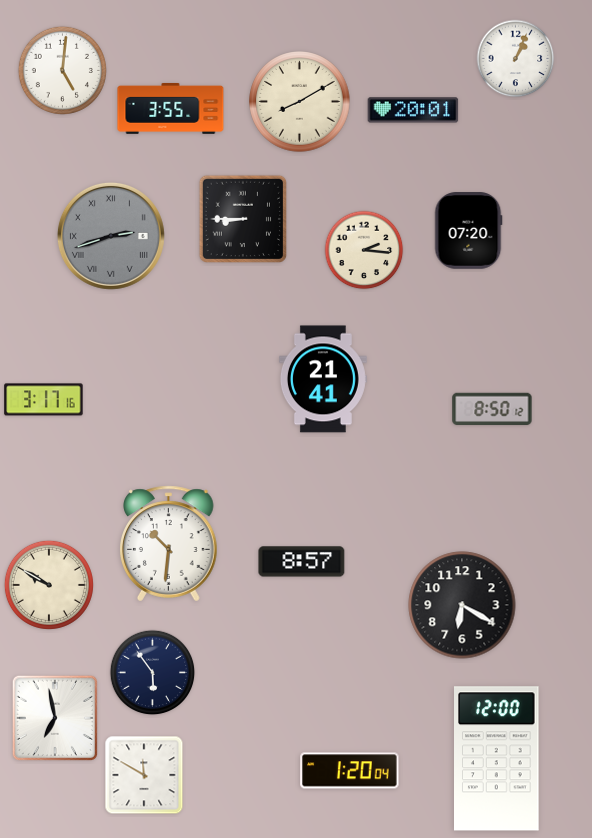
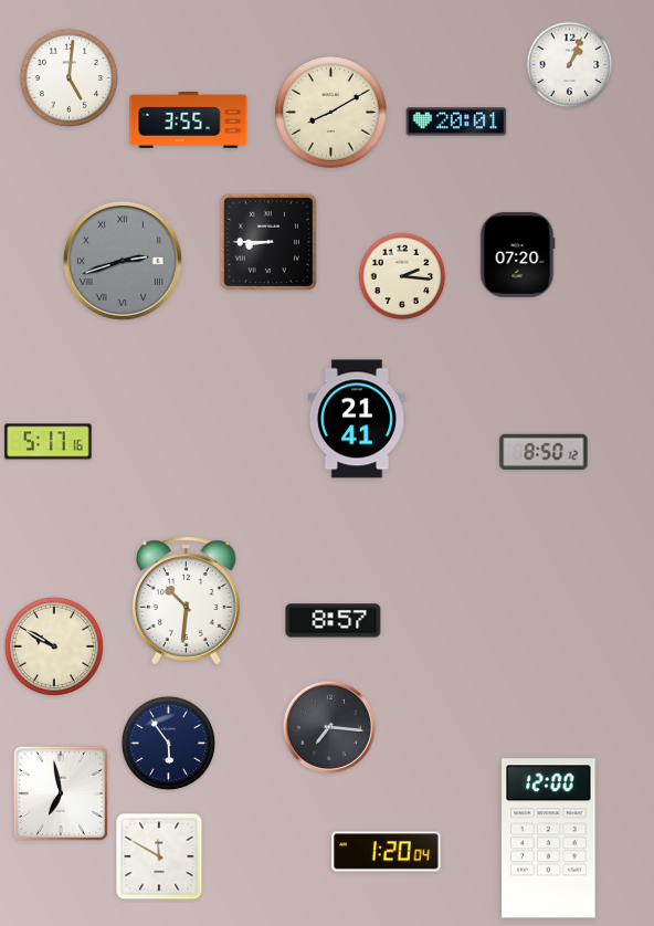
clock at (44, 400): 3:17 -> 5:17
clock at (462, 605): 6:20 -> none
clock at (329, 727): none -> 7:16
